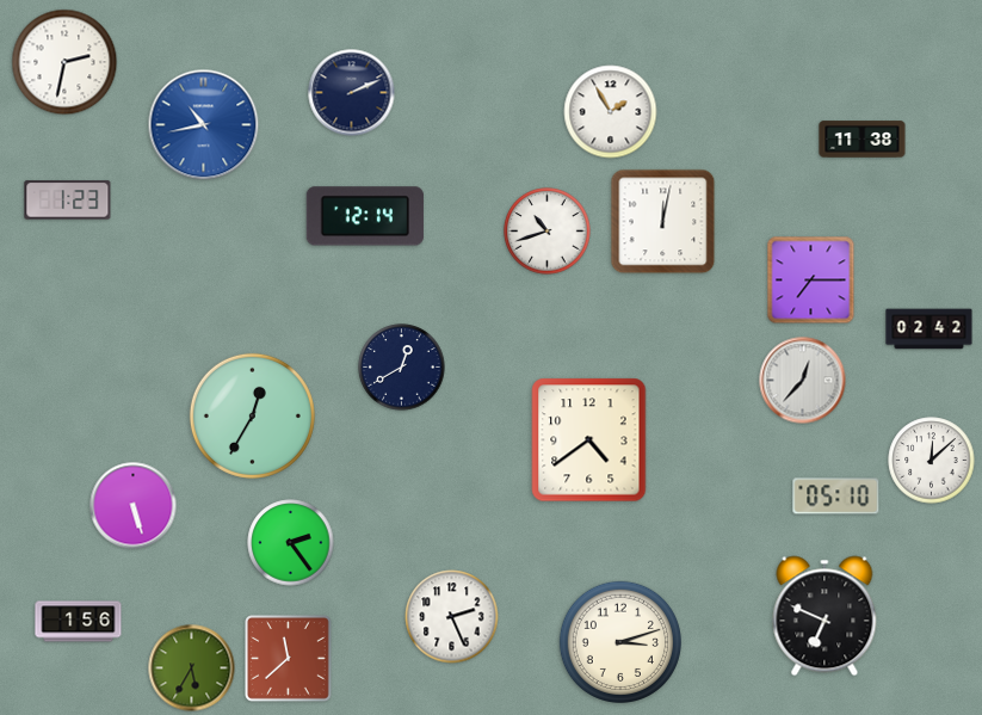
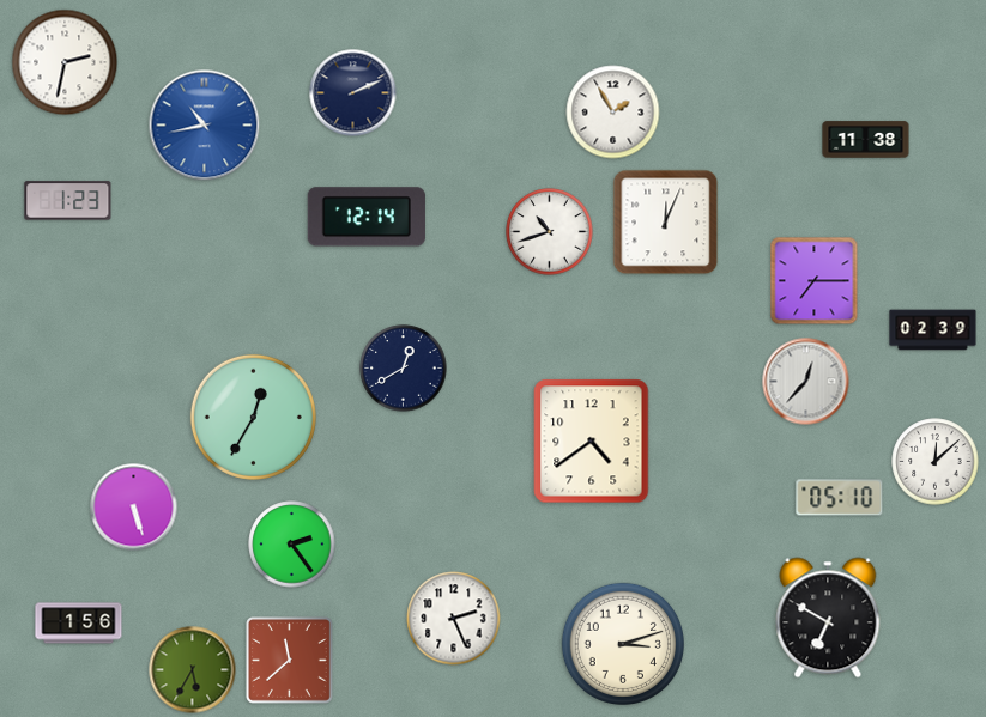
clock at (663, 222): 12:02 -> 12:04
clock at (929, 329): 02:42 -> 02:39
clock at (824, 616): 6:49 -> 6:50
